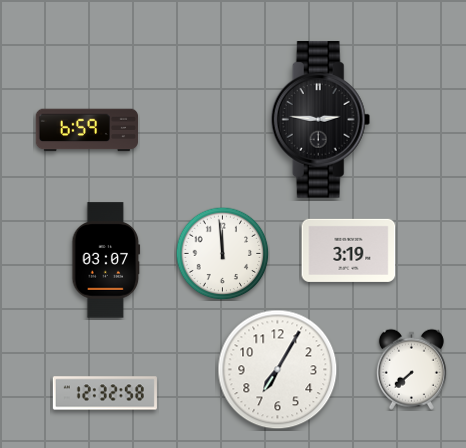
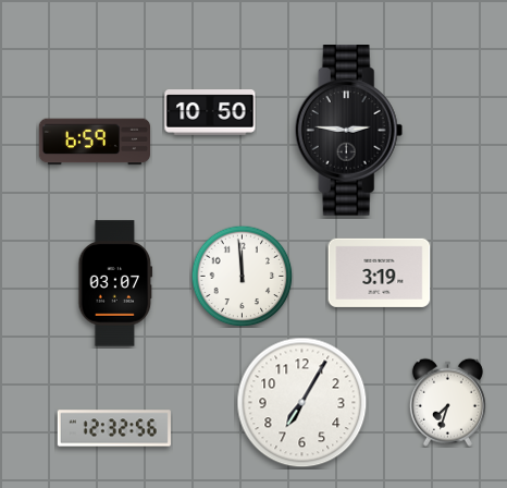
clock at (210, 112): none -> 10:50
clock at (411, 369): 7:38 -> 7:33
clock at (105, 393): 12:32:58 -> 12:32:56
